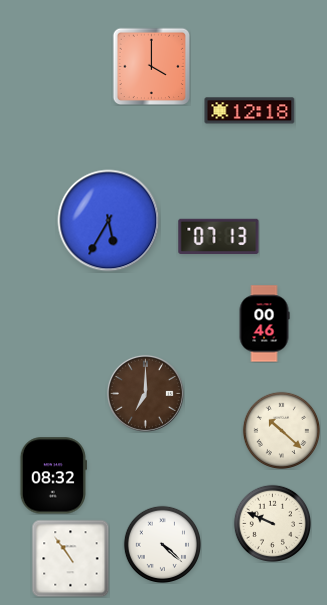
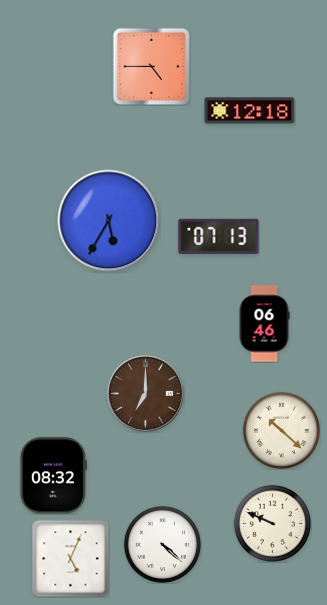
clock at (151, 66): 4:00 -> 4:45
clock at (264, 324): 00:46 -> 06:46
clock at (70, 558): 10:54 -> 5:04
